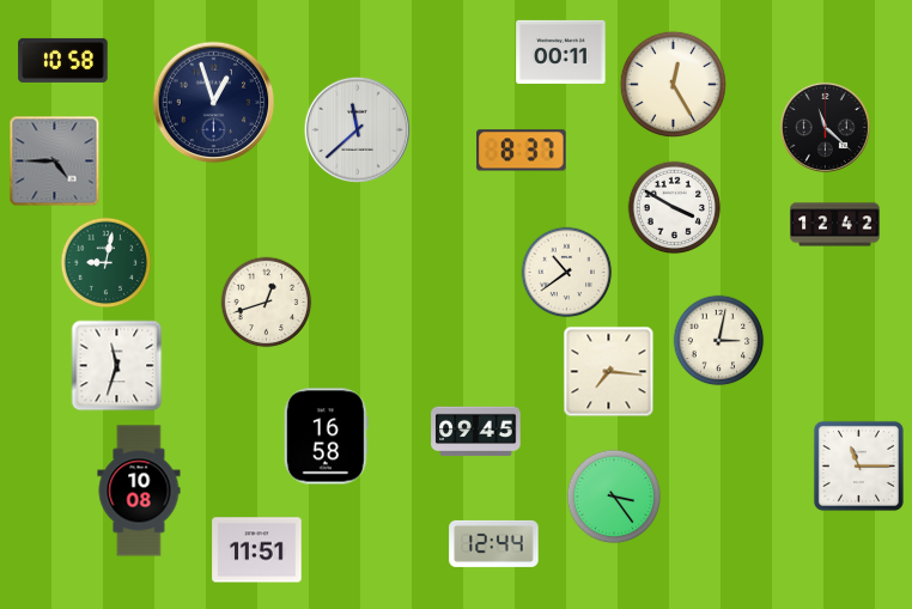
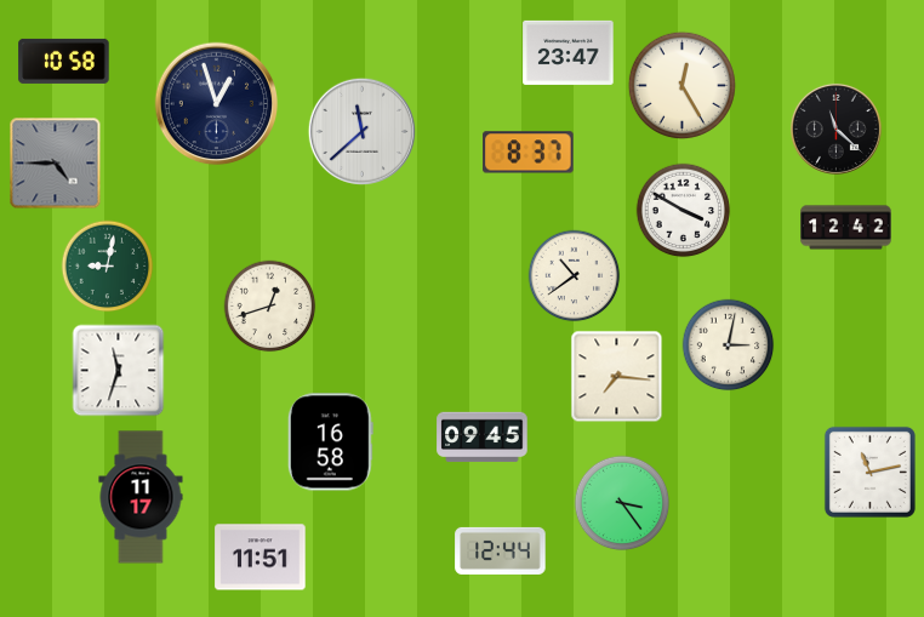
clock at (561, 51): 00:11 -> 23:47
clock at (858, 465): 11:15 -> 11:13
clock at (139, 491): 10:08 -> 11:17
